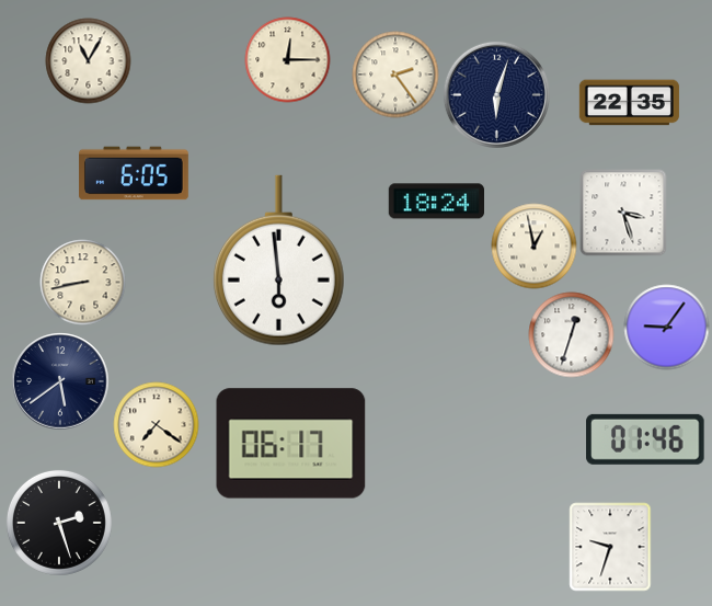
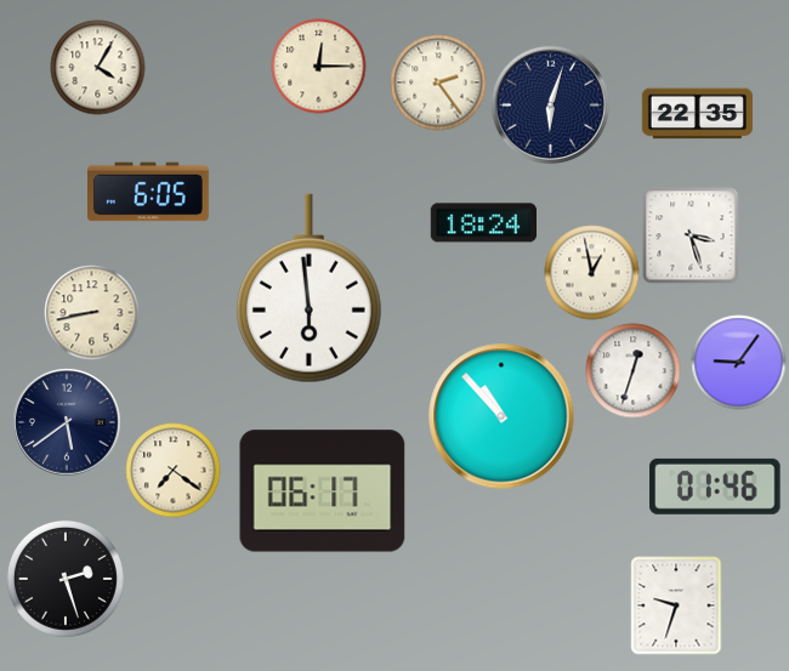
clock at (88, 60): 11:05 -> 4:05
clock at (501, 416): none -> 10:53
